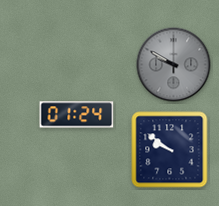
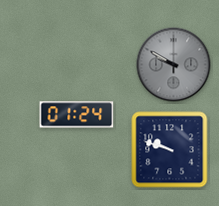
clock at (170, 150): 9:51 -> 9:48
